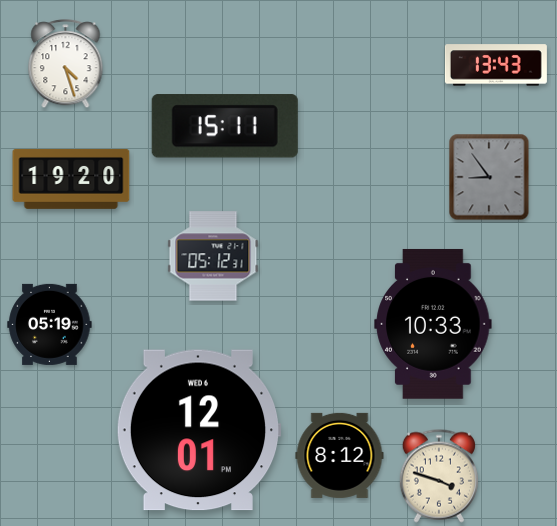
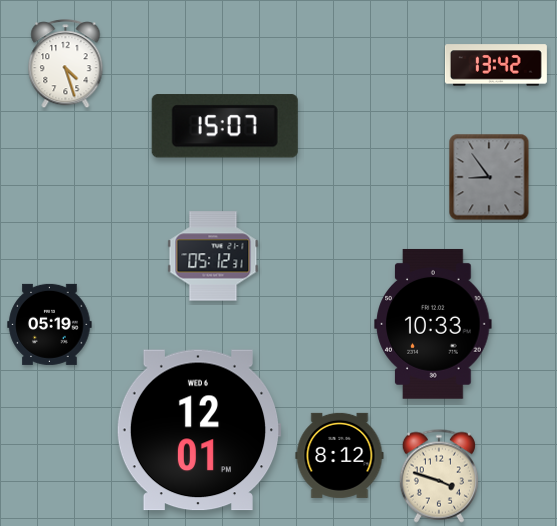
clock at (496, 65): 13:43 -> 13:42
clock at (225, 126): 15:11 -> 15:07
clock at (71, 179): 19:20 -> none
